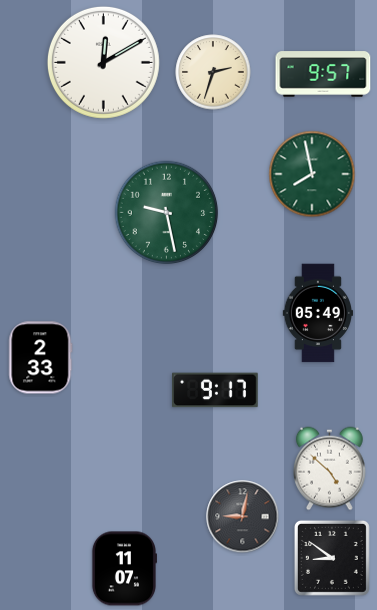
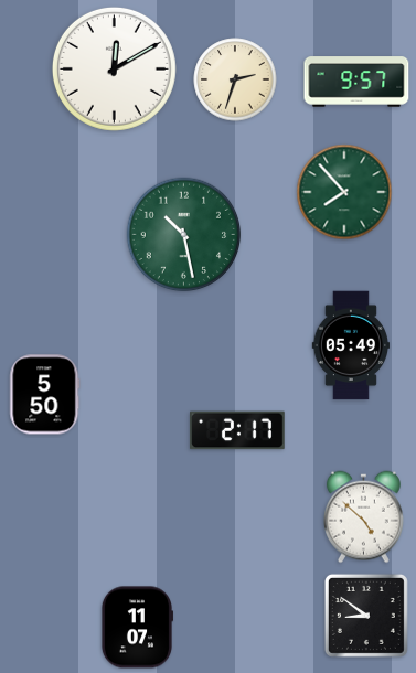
clock at (312, 174): 7:58 -> 7:53
clock at (167, 213): 9:28 -> 10:28
clock at (41, 358): 2:33 -> 5:50
clock at (215, 390): 9:17 -> 2:17
clock at (243, 517): 9:02 -> none
